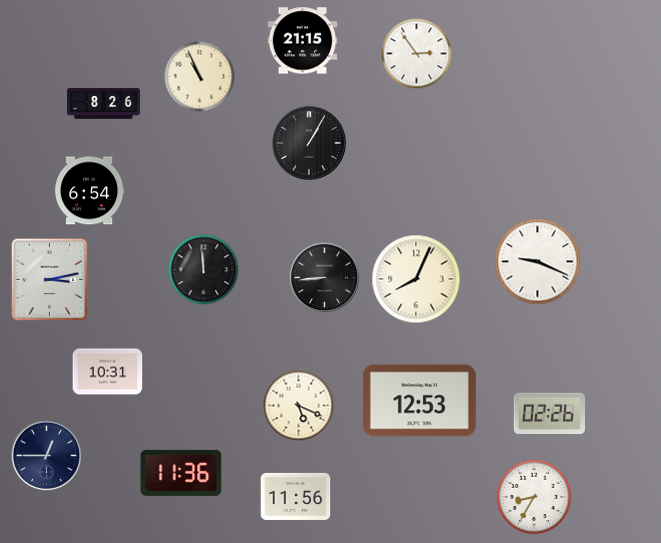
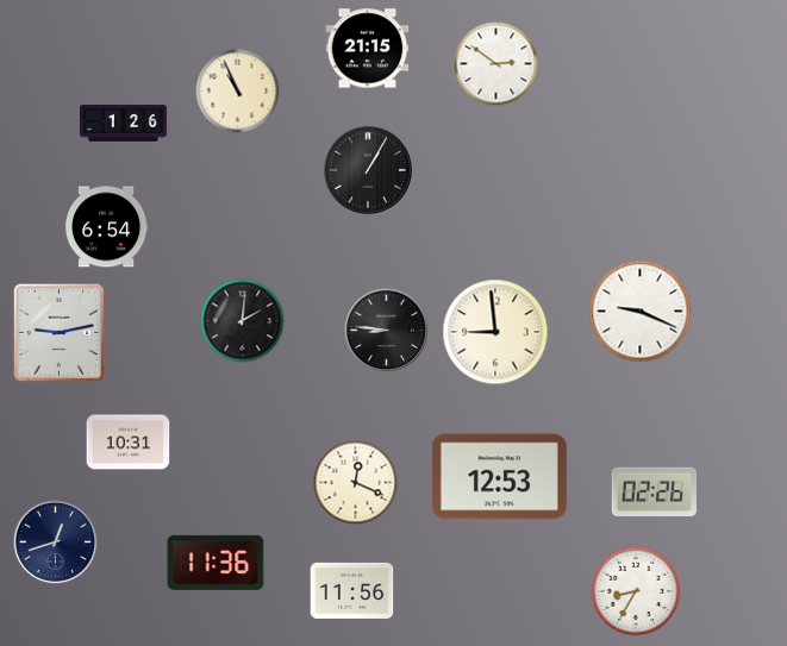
clock at (303, 41) position: (303, 41) -> (368, 49)
clock at (417, 54): 2:54 -> 2:51
clock at (103, 104): 8:26 -> 1:26
clock at (204, 270): 11:59 -> 2:01
clock at (325, 278): 8:44 -> 8:46
clock at (416, 279): 8:04 -> 8:59
clock at (50, 280): 3:13 -> 9:13
clock at (299, 406): 5:19 -> 12:19
clock at (47, 456): 12:45 -> 12:42
